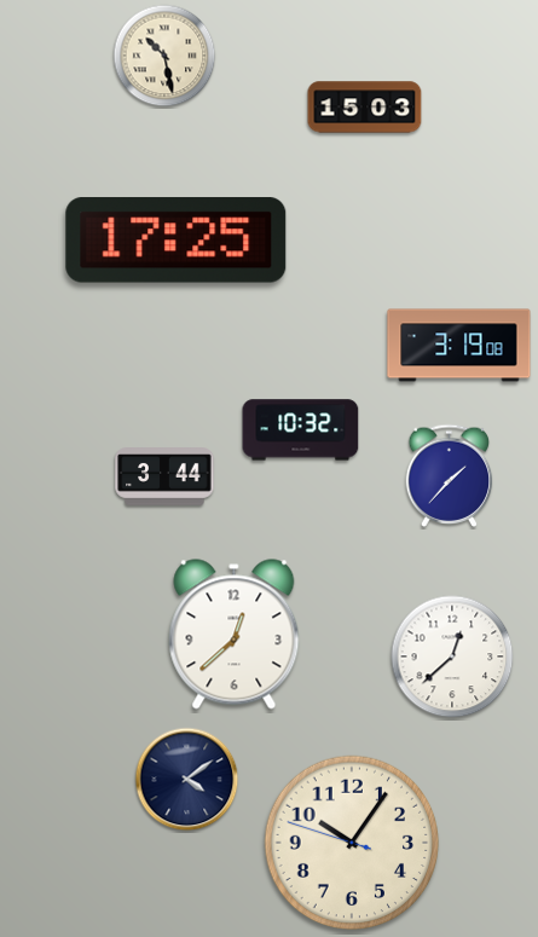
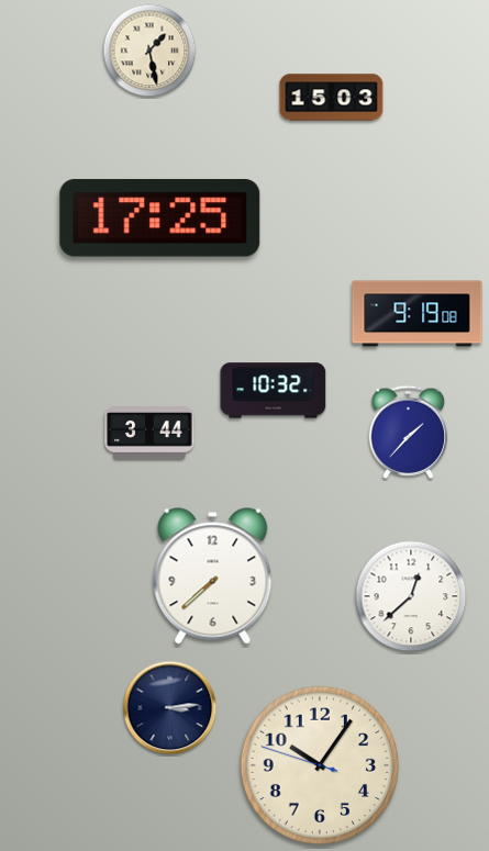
clock at (164, 56): 10:28 -> 1:28
clock at (459, 346): 3:19 -> 9:19
clock at (235, 635): 12:38 -> 7:38
clock at (187, 780): 4:09 -> 3:14
